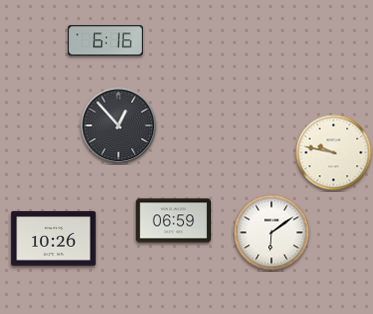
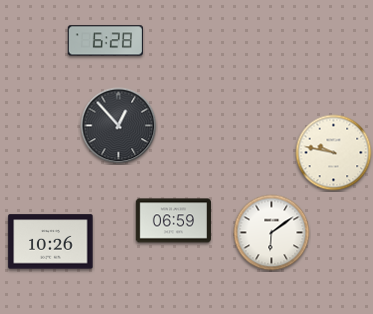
clock at (105, 41): 6:16 -> 6:28
clock at (54, 239) position: (54, 239) -> (51, 242)
